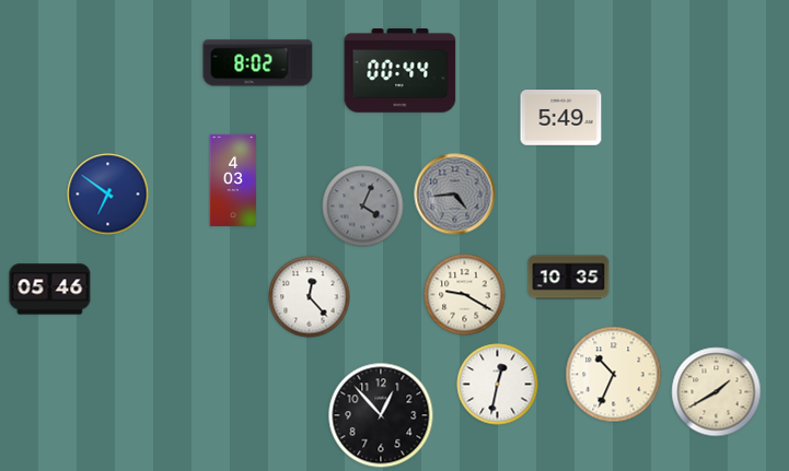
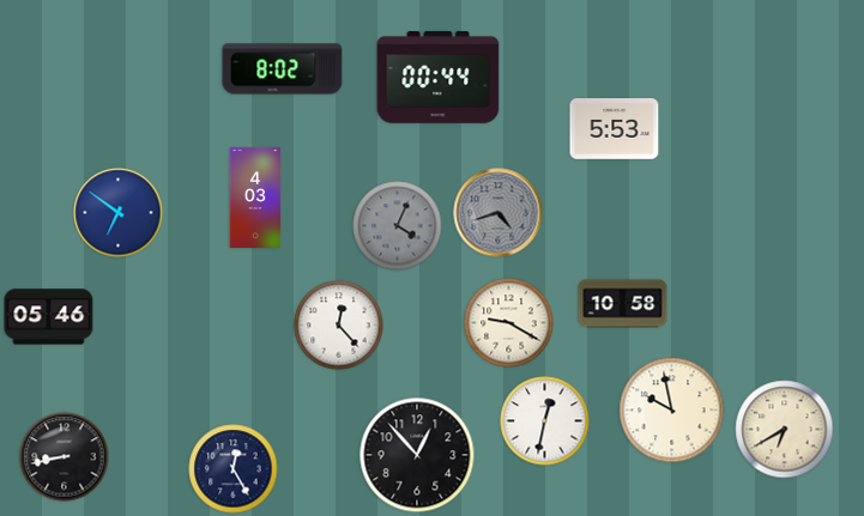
clock at (561, 118): 5:49 -> 5:53
clock at (455, 195): 4:44 -> 4:42
clock at (569, 278): 10:35 -> 10:58
clock at (50, 290) position: (50, 290) -> (49, 317)
clock at (614, 375): 10:34 -> 9:58
clock at (717, 392): 1:40 -> 6:40
clock at (65, 457): none -> 8:43
clock at (234, 469): none -> 12:25
